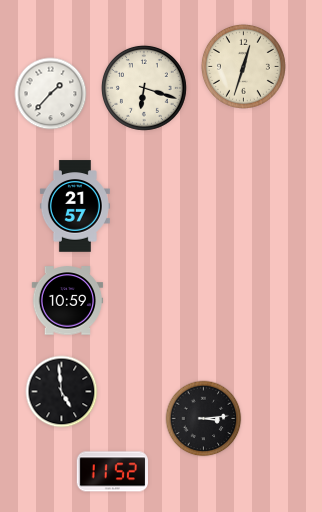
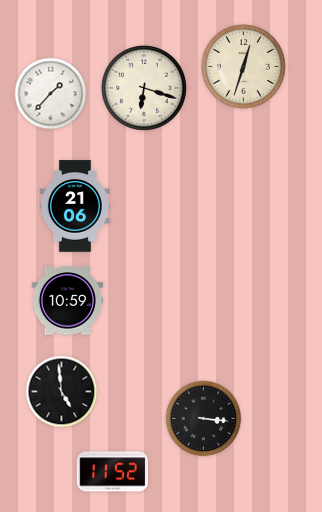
clock at (75, 206): 21:57 -> 21:06
clock at (204, 419): 3:14 -> 3:16
